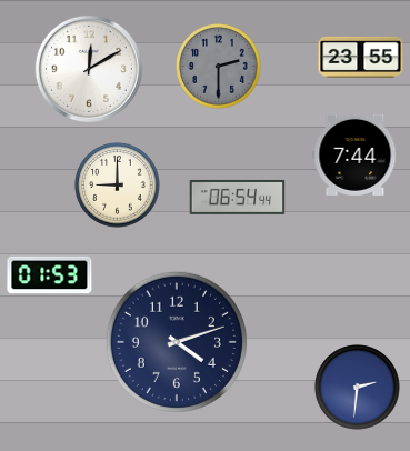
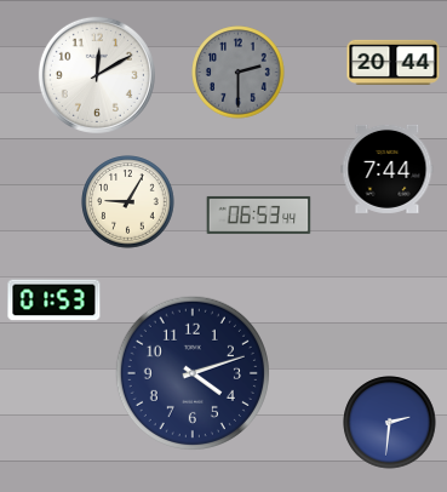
clock at (361, 57): 23:55 -> 20:44
clock at (118, 186): 9:00 -> 9:05
clock at (238, 197): 06:54 -> 06:53
